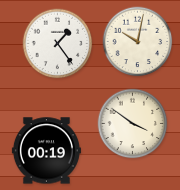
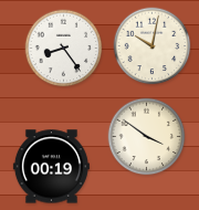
clock at (58, 44): 1:24 -> 8:24
